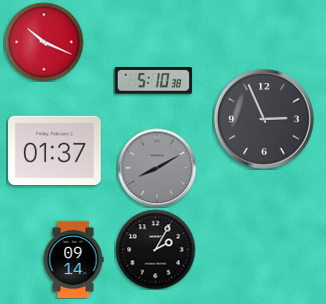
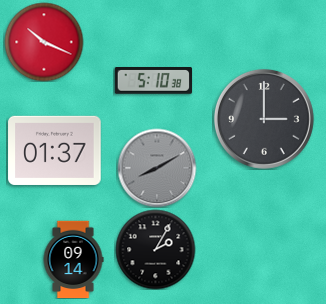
clock at (264, 119): 2:56 -> 3:00
